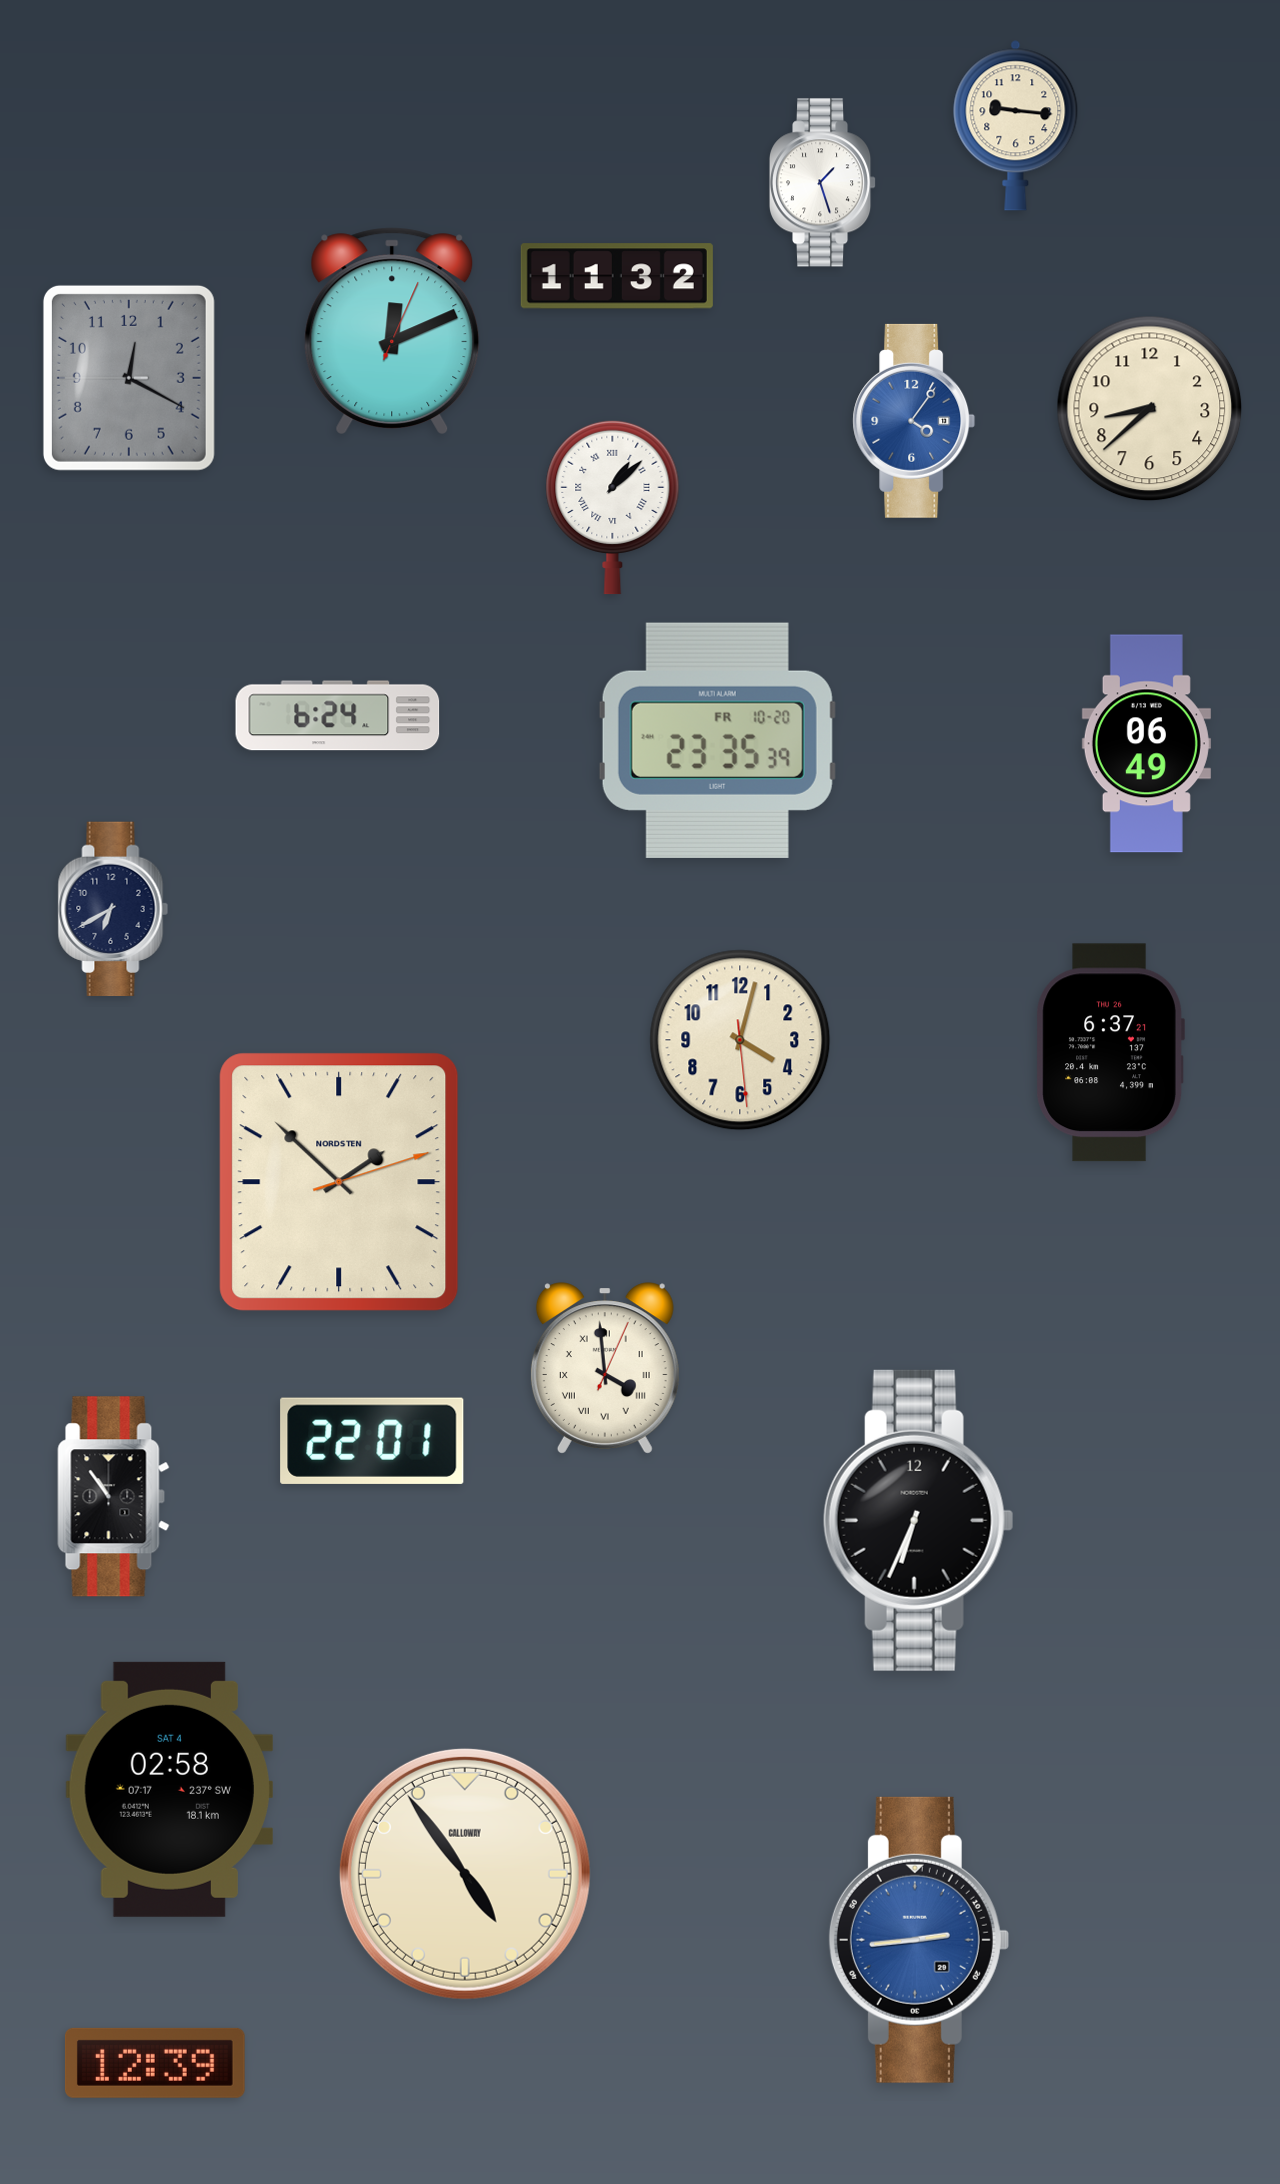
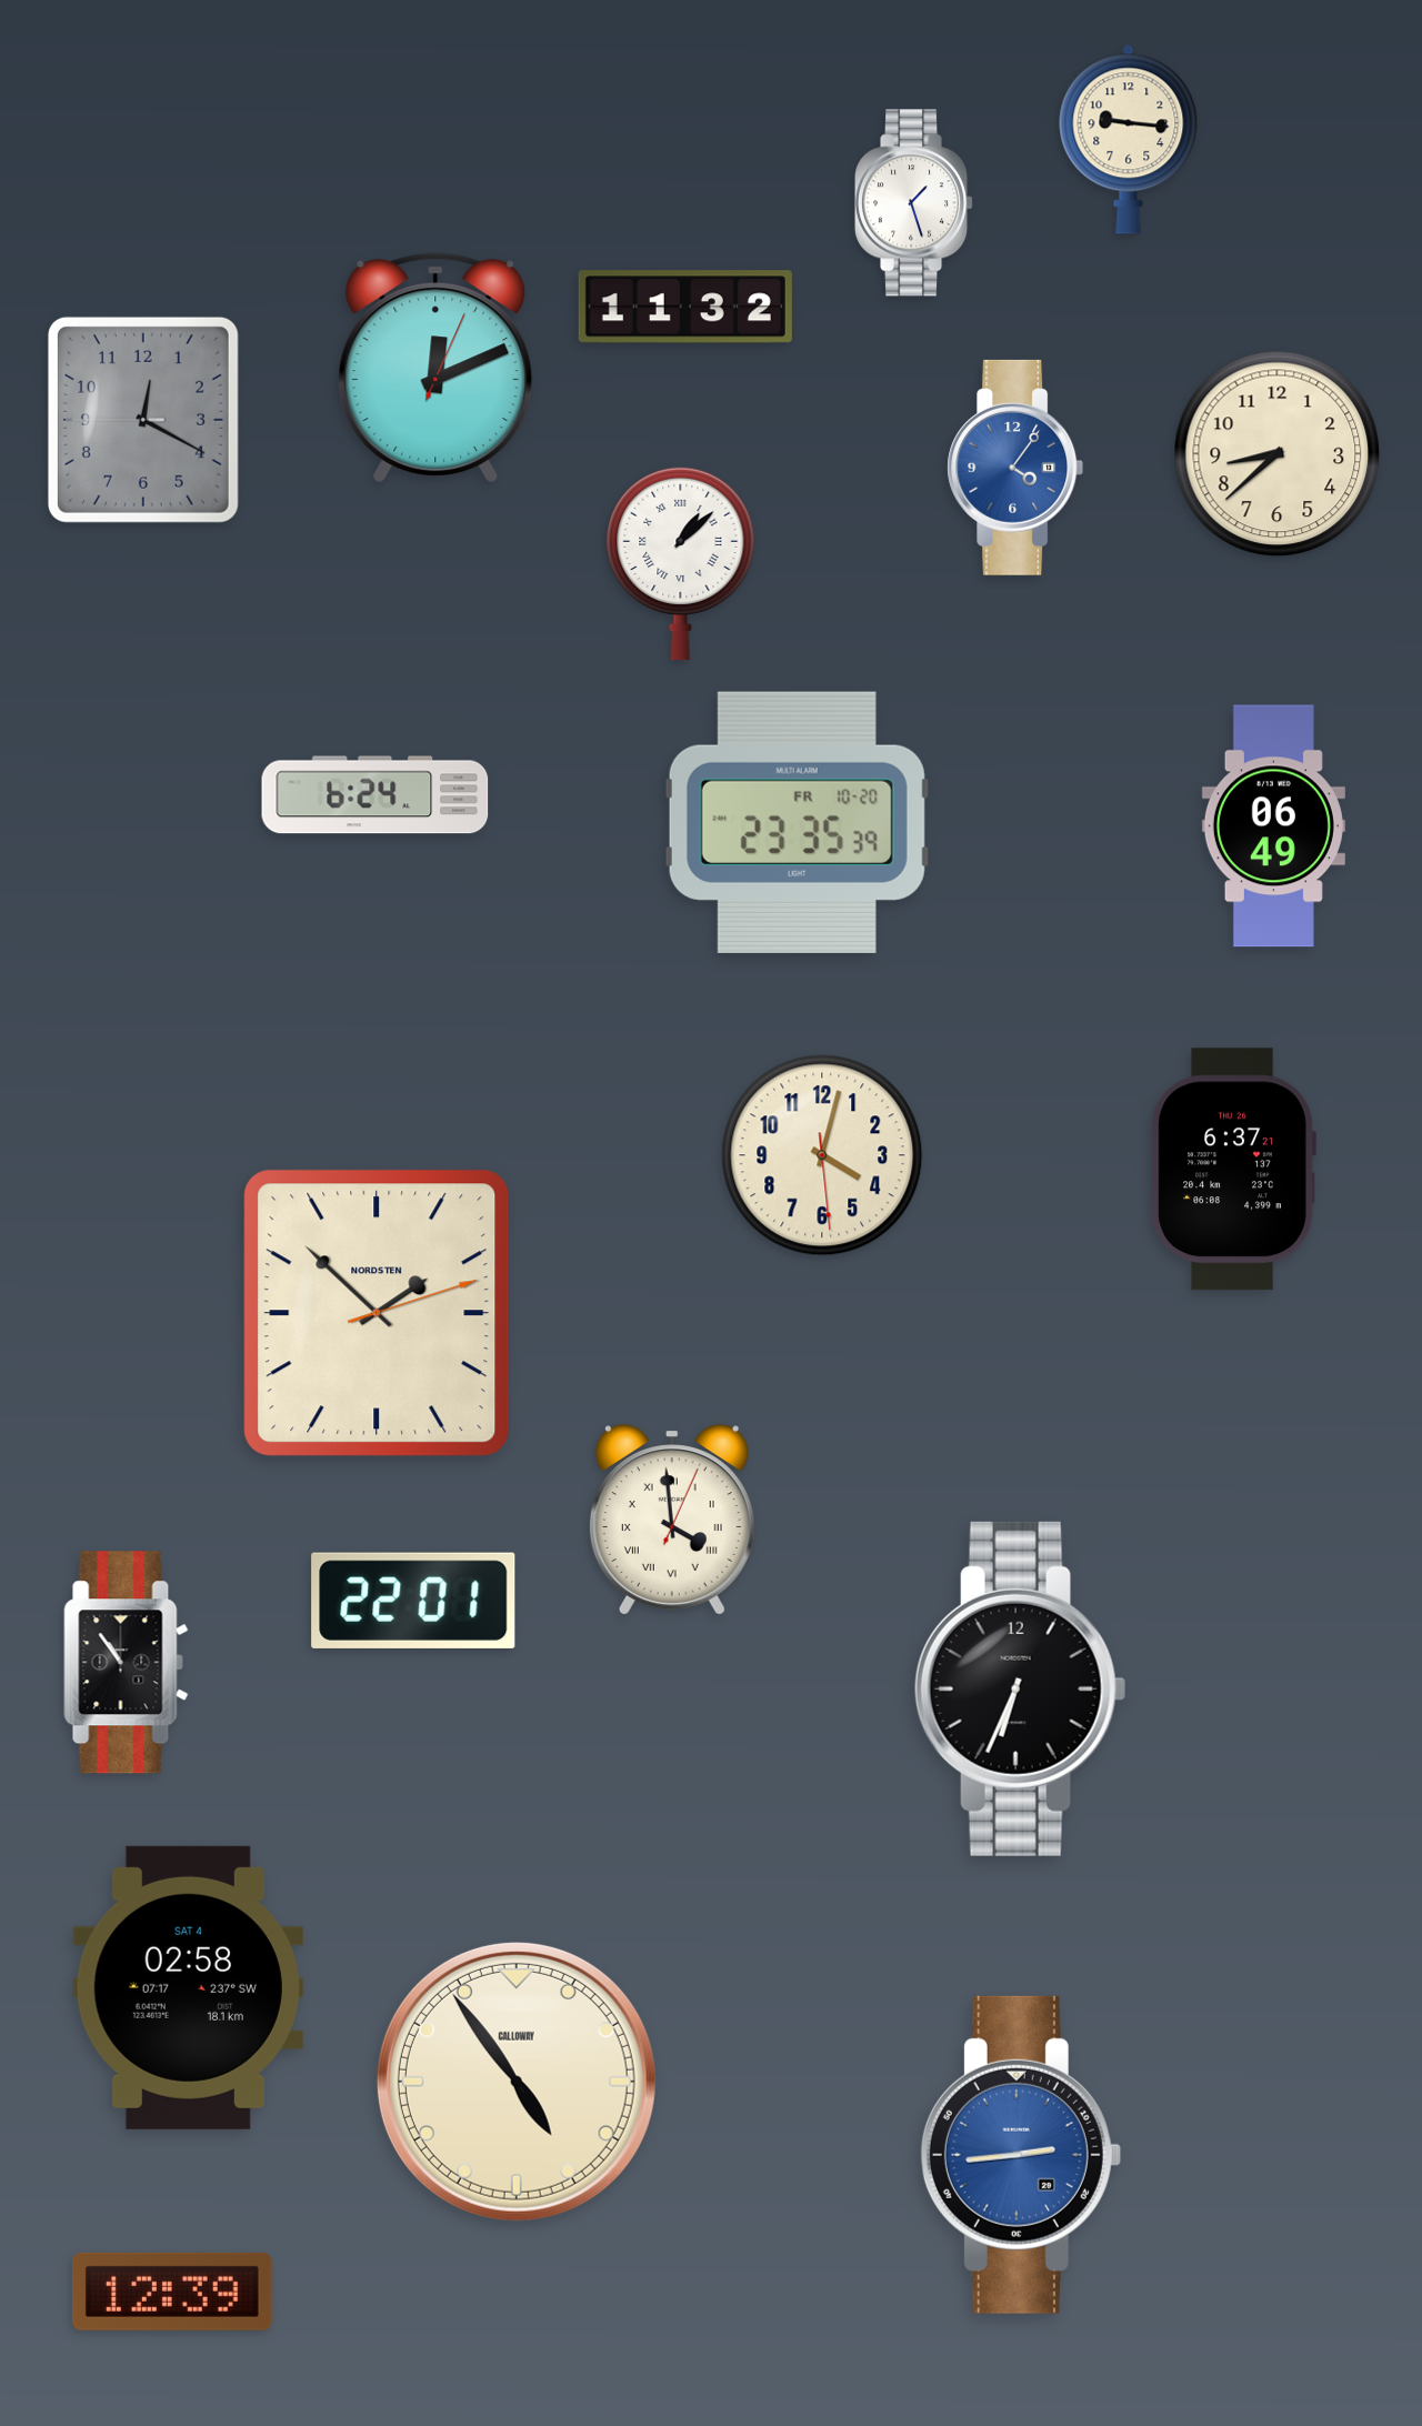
clock at (113, 909): 6:40 -> none
